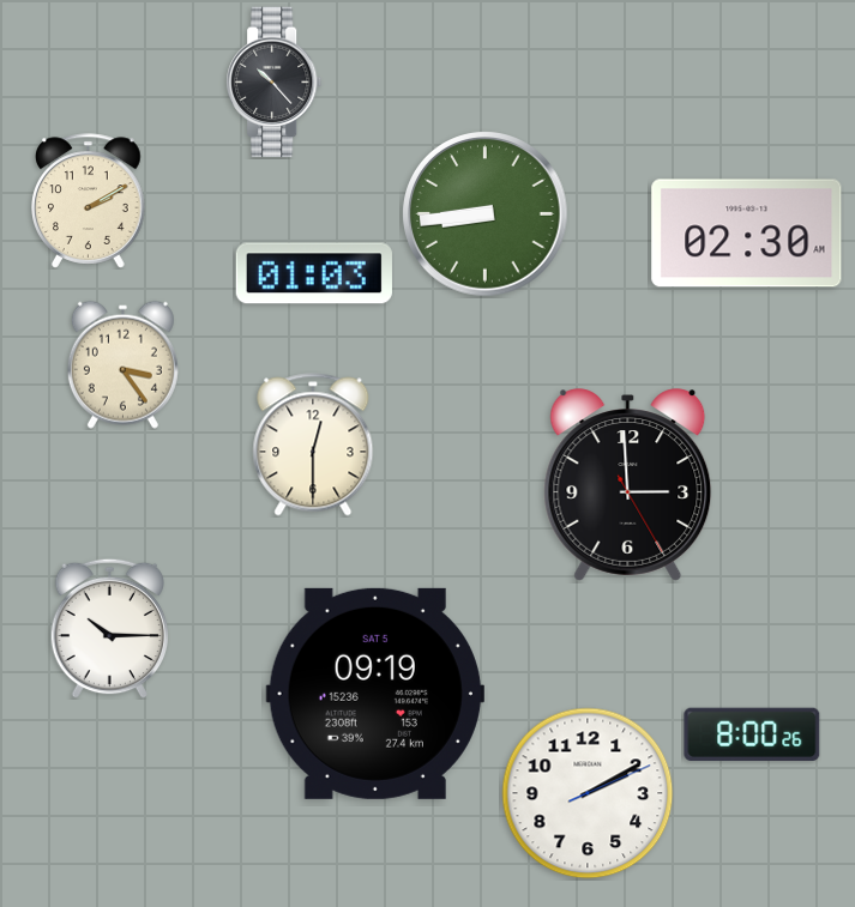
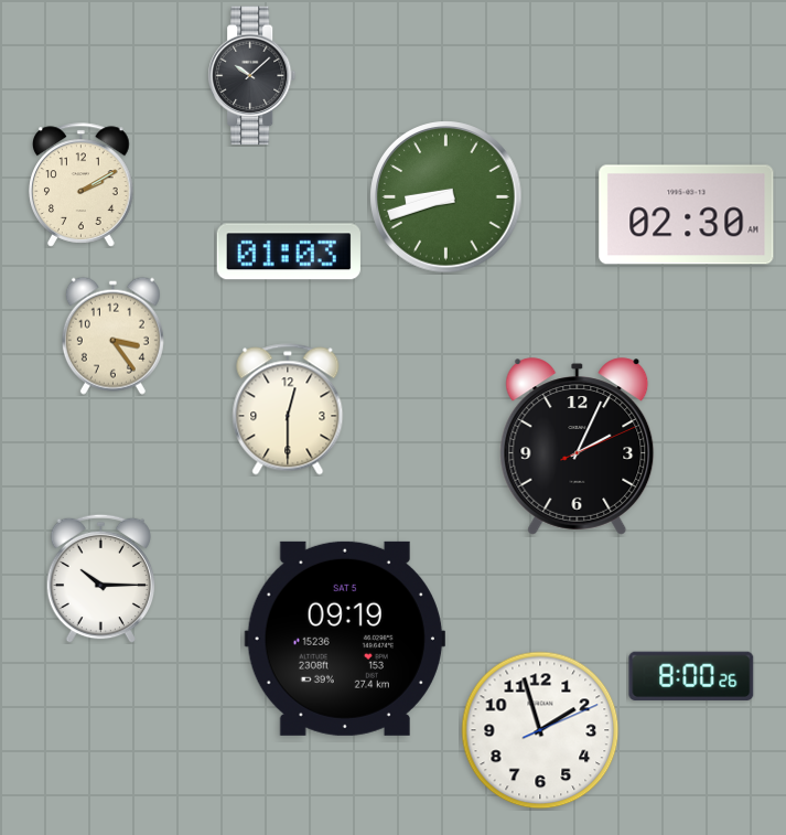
clock at (275, 83): 10:23 -> 10:08
clock at (486, 214): 8:44 -> 8:42
clock at (628, 485): 2:59 -> 2:04
clock at (588, 793): 2:10 -> 1:57
